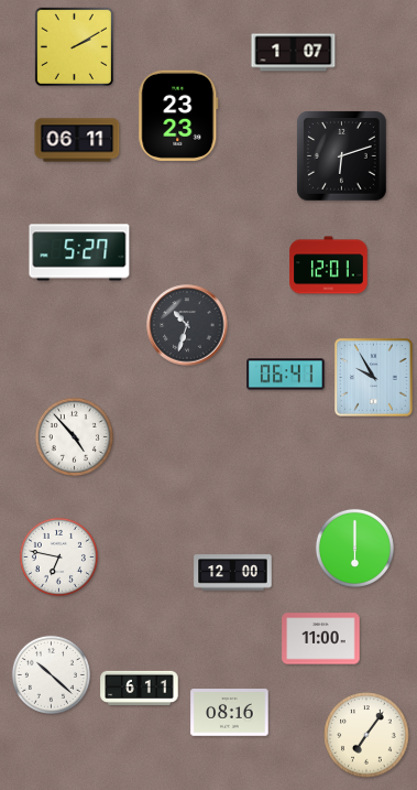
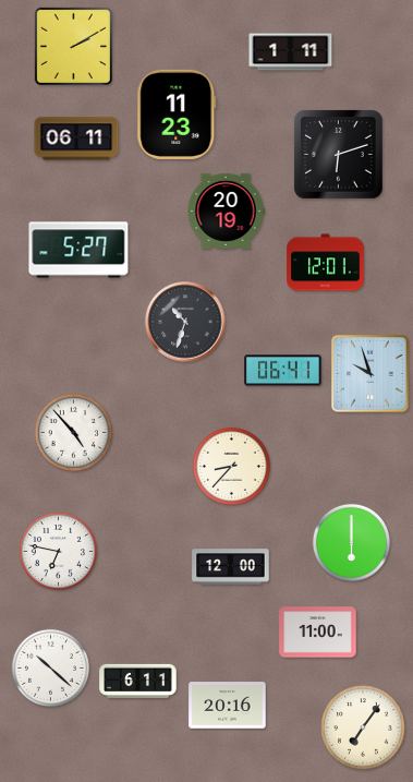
clock at (294, 53): 1:07 -> 1:11
clock at (178, 116): 23:23 -> 11:23
clock at (226, 210): none -> 20:19
clock at (374, 378): 9:55 -> 9:57
clock at (231, 466): none -> 8:37
clock at (230, 713): 08:16 -> 20:16
